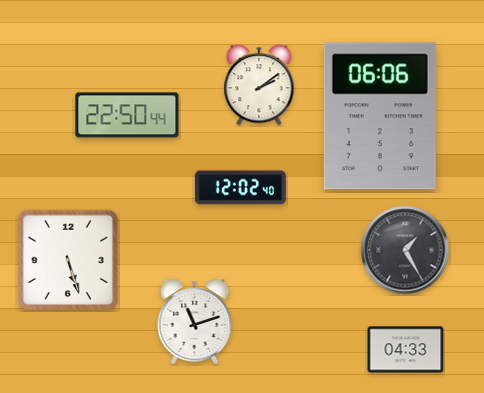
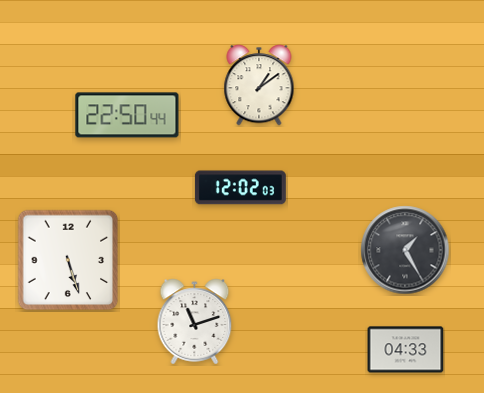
clock at (259, 85): 2:09 -> 1:09
clock at (380, 116): 06:06 -> none
clock at (240, 188): 12:02:40 -> 12:02:03
